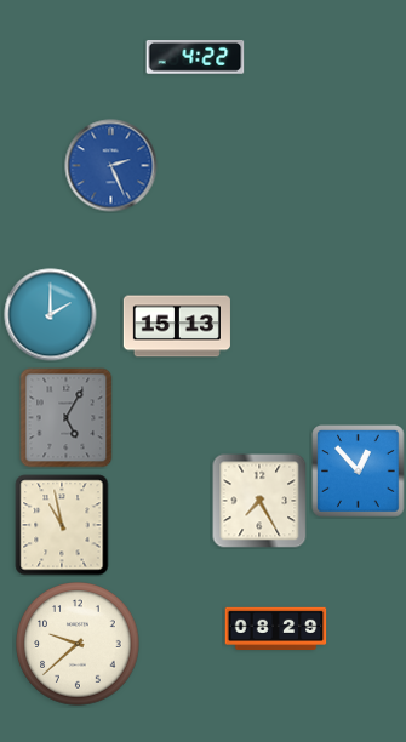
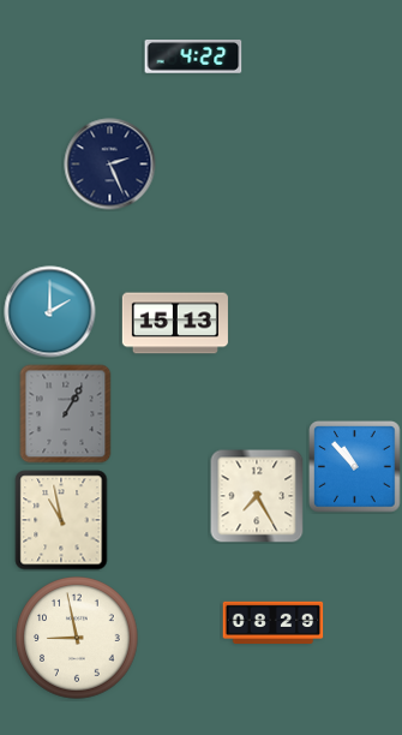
clock at (111, 166) dial: blue -> navy
clock at (67, 418): 5:05 -> 1:05
clock at (359, 472): 12:53 -> 10:53
clock at (78, 644): 9:38 -> 8:58
